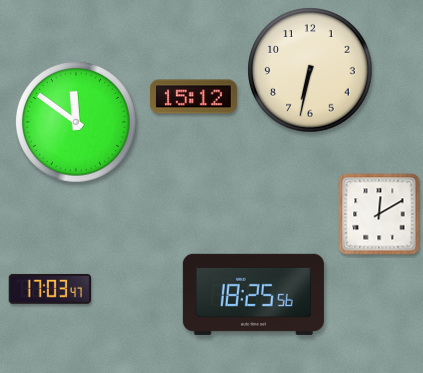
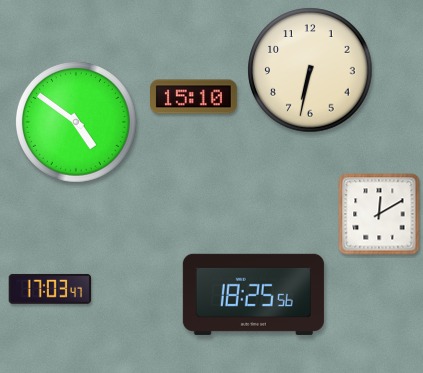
clock at (194, 97): 15:12 -> 15:10
clock at (76, 122): 11:51 -> 4:51
